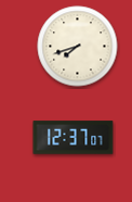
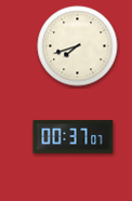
clock at (74, 138): 12:37 -> 00:37
